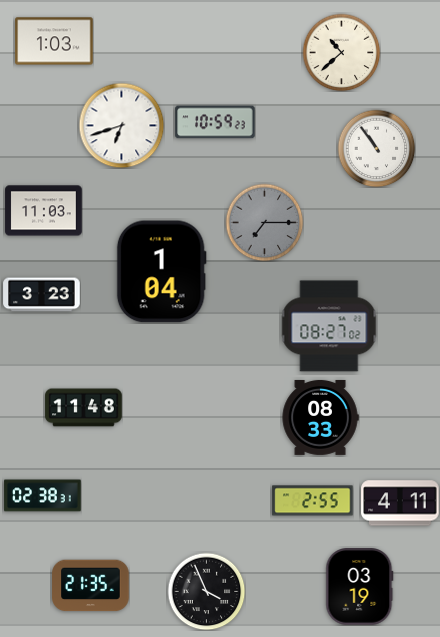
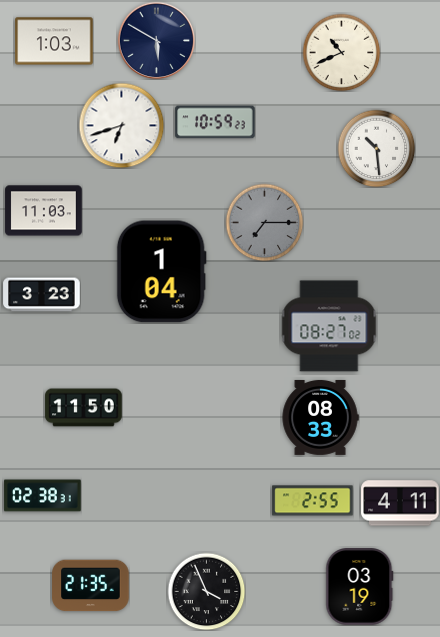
clock at (156, 40): none -> 5:50
clock at (341, 52): 10:38 -> 10:41
clock at (376, 148): 10:54 -> 10:29
clock at (84, 408): 11:48 -> 11:50
